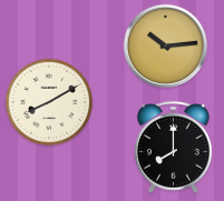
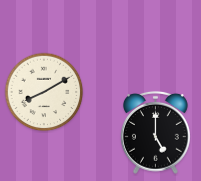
clock at (165, 46): 10:14 -> none
clock at (174, 147): 8:00 -> 5:00
